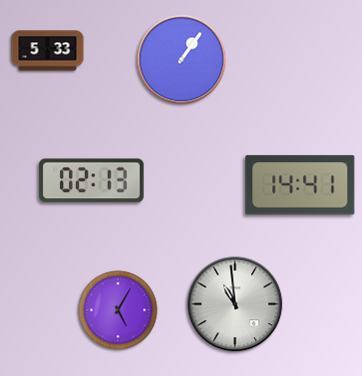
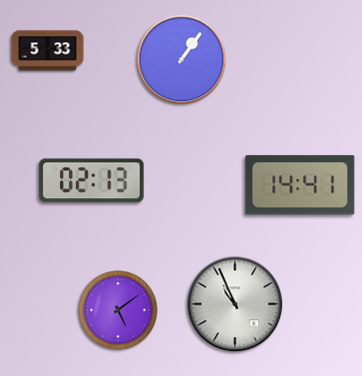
clock at (235, 304): 10:59 -> 10:56
clock at (118, 310): 5:05 -> 5:09
